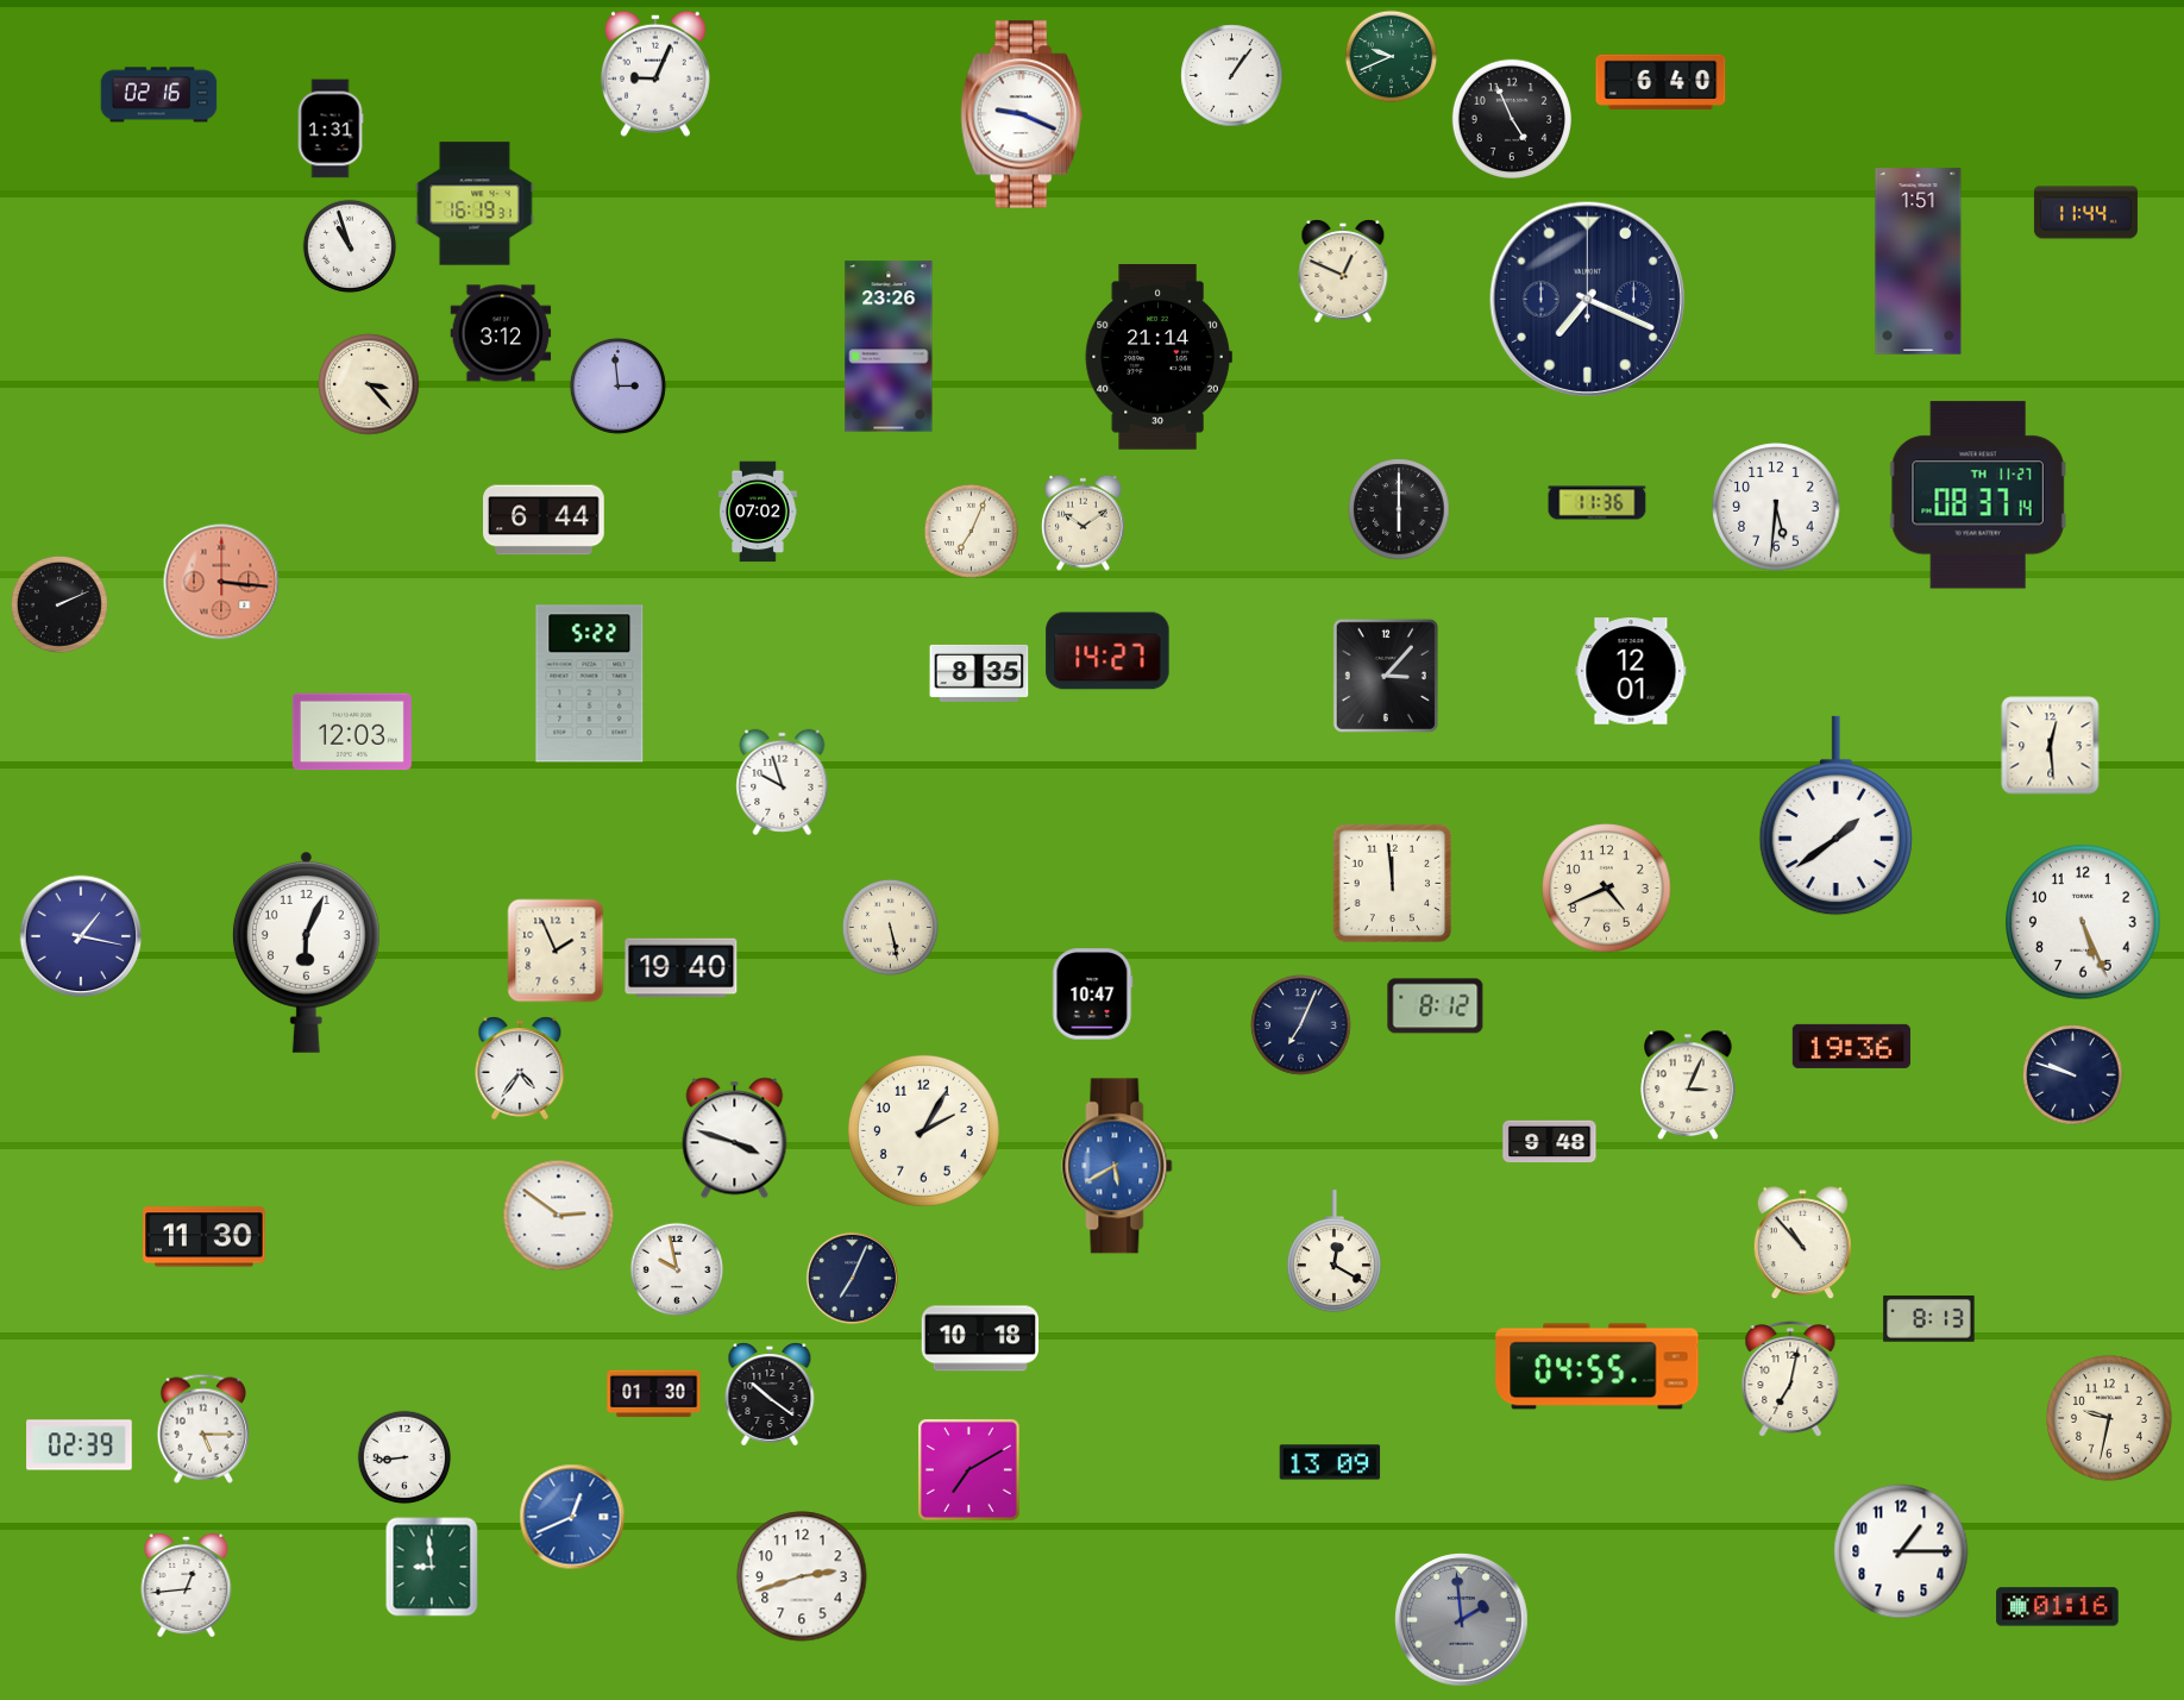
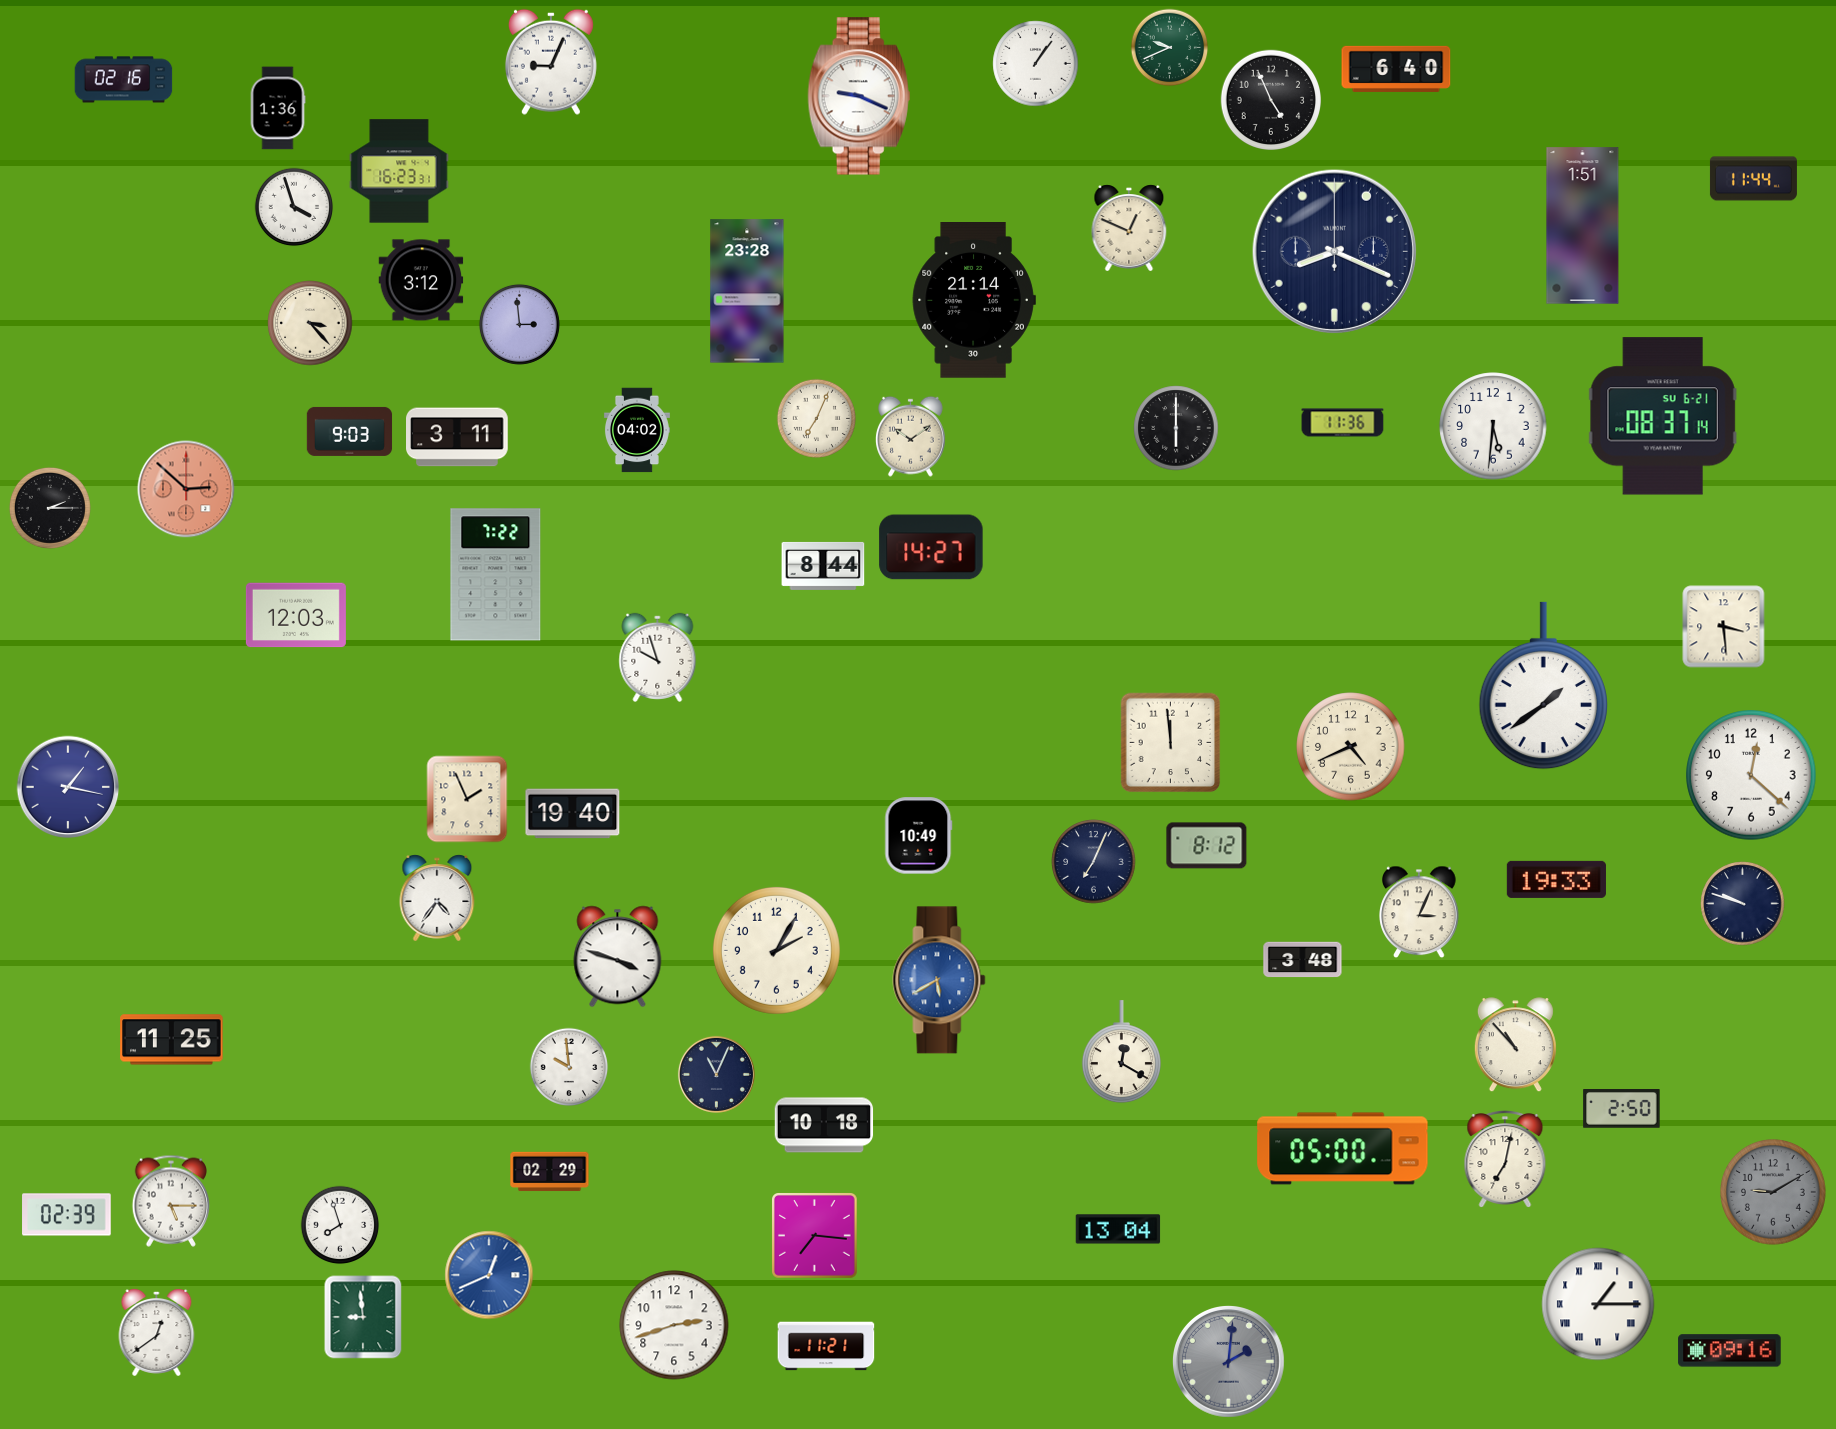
clock at (159, 95) position: (159, 95) -> (124, 80)
clock at (331, 128): 1:31 -> 1:36
clock at (475, 203): 16:19 -> 16:23
clock at (350, 246): 10:57 -> 3:57
clock at (1919, 262) position: (1919, 262) -> (1583, 226)
clock at (1587, 299): 7:19 -> 8:19
clock at (889, 346): 23:26 -> 23:28
clock at (1978, 495) date: TH 11-27 -> SU 6-21
clock at (758, 512): 07:02 -> 04:02
clock at (350, 431): none -> 9:03
clock at (545, 520): 6:44 -> 3:11
clock at (1082, 522) position: (1082, 522) -> (910, 436)
clock at (971, 531) position: (971, 531) -> (816, 418)
clock at (221, 582): 3:16 -> 2:52
clock at (59, 604): 2:11 -> 2:15
clock at (1631, 671): 12:01 -> none
clock at (979, 673): 8:35 -> 8:44
clock at (1386, 676): 3:07 -> none
clock at (590, 684): 5:22 -> 7:22
clock at (2051, 746): 12:29 -> 3:29
clock at (2083, 922): 5:26 -> 12:22
clock at (890, 927): 5:28 -> none
clock at (306, 952): 6:04 -> none
clock at (1093, 995): 10:47 -> 10:49
clock at (1851, 1046): 19:36 -> 19:33
clock at (1550, 1142): 9:48 -> 3:48
clock at (559, 1216): 2:51 -> none
clock at (205, 1237): 11:30 -> 11:25
clock at (677, 1269): 9:58 -> 9:59
clock at (852, 1278): 7:04 -> 11:04
clock at (1929, 1319): 8:13 -> 2:50
clock at (1598, 1367): 04:55 -> 05:00
clock at (654, 1394): 01:30 -> 02:29
clock at (770, 1394): 10:21 -> none
clock at (2110, 1419): 9:32 -> 9:10
clock at (2110, 1419) dial: cream -> grey
clock at (404, 1457): 8:44 -> 7:57
clock at (1330, 1462): 13:09 -> 13:04
clock at (969, 1470): 7:10 -> 7:16
clock at (572, 1517) position: (572, 1517) -> (489, 1275)
clock at (1901, 1551) numerals: Arabic -> Roman
clock at (187, 1586): 12:44 -> 12:39
clock at (826, 1346): none -> 11:21
clock at (2058, 1607): 01:16 -> 09:16
clock at (1462, 1620): 1:59 -> 2:01
